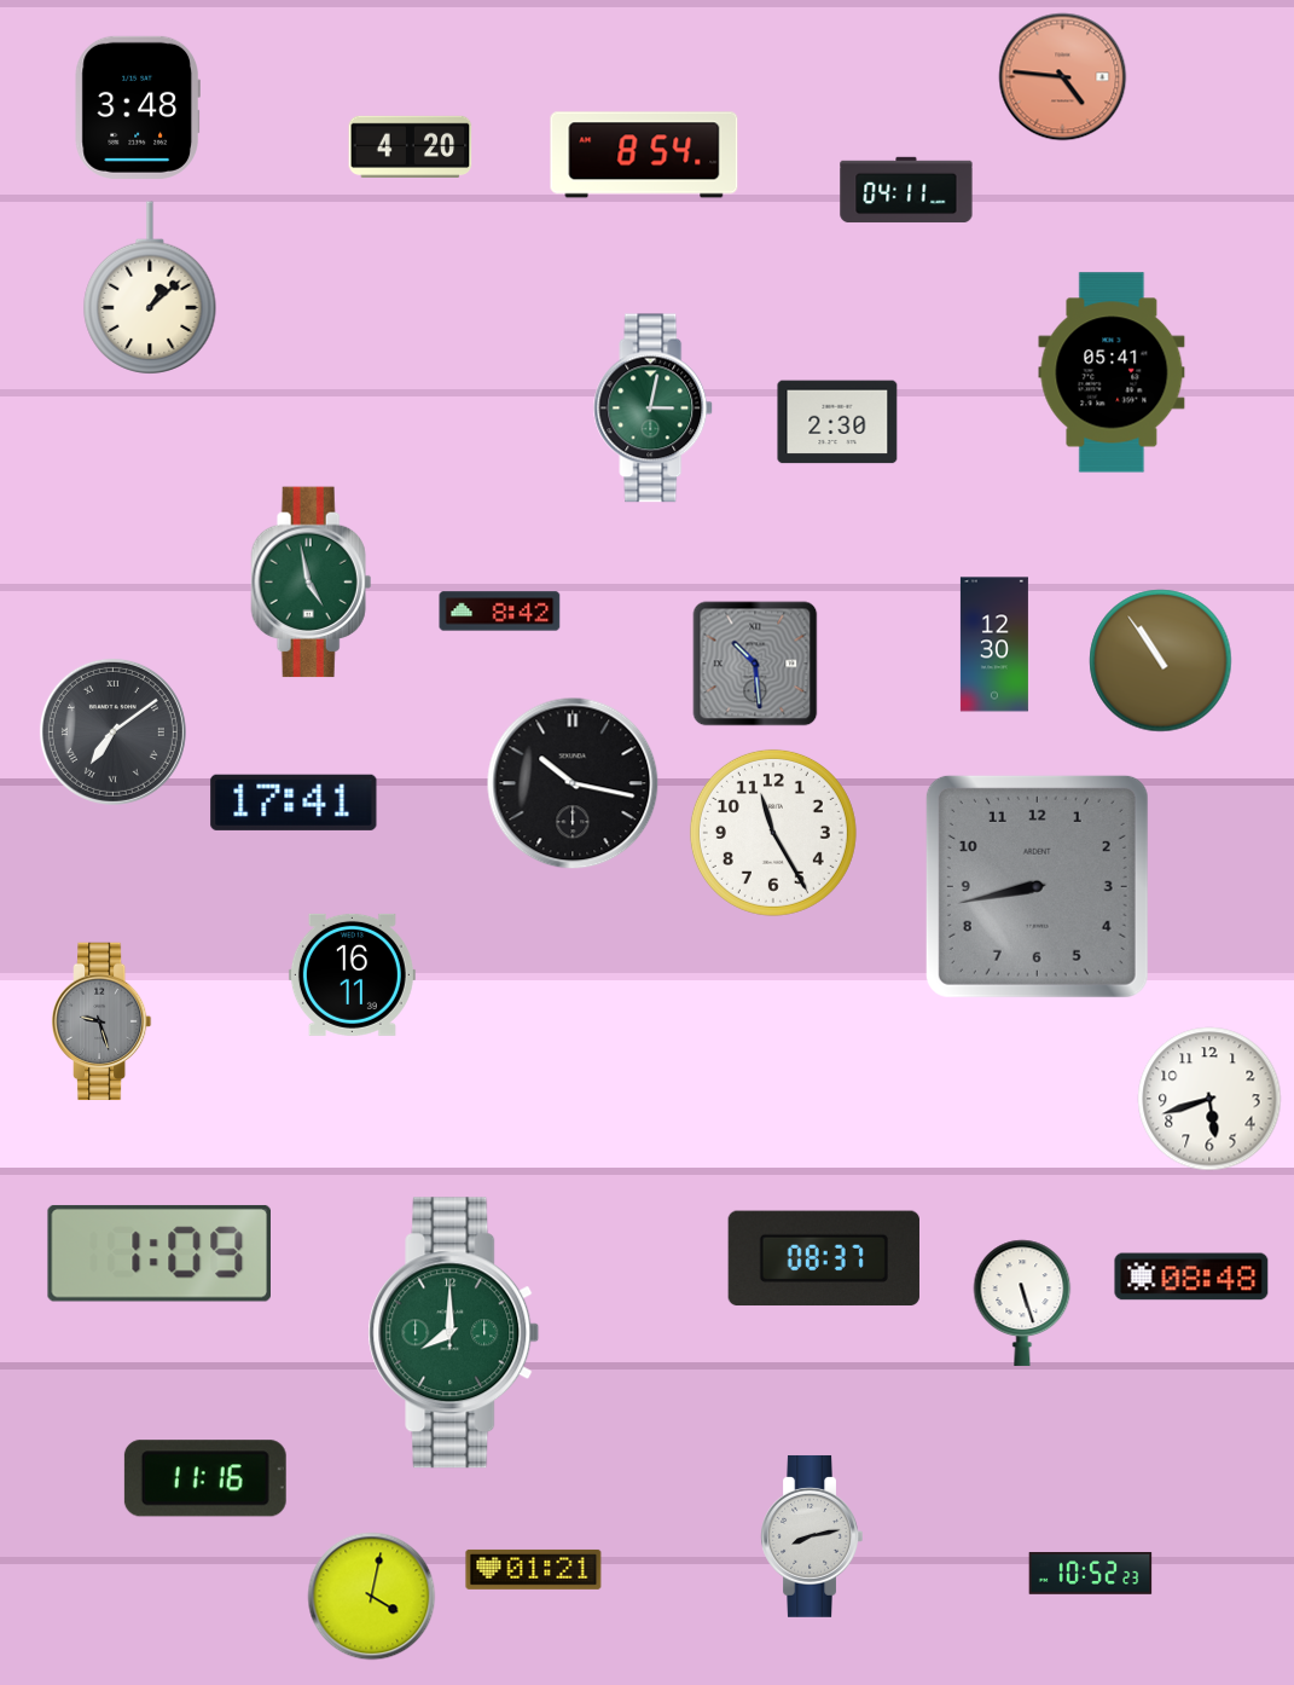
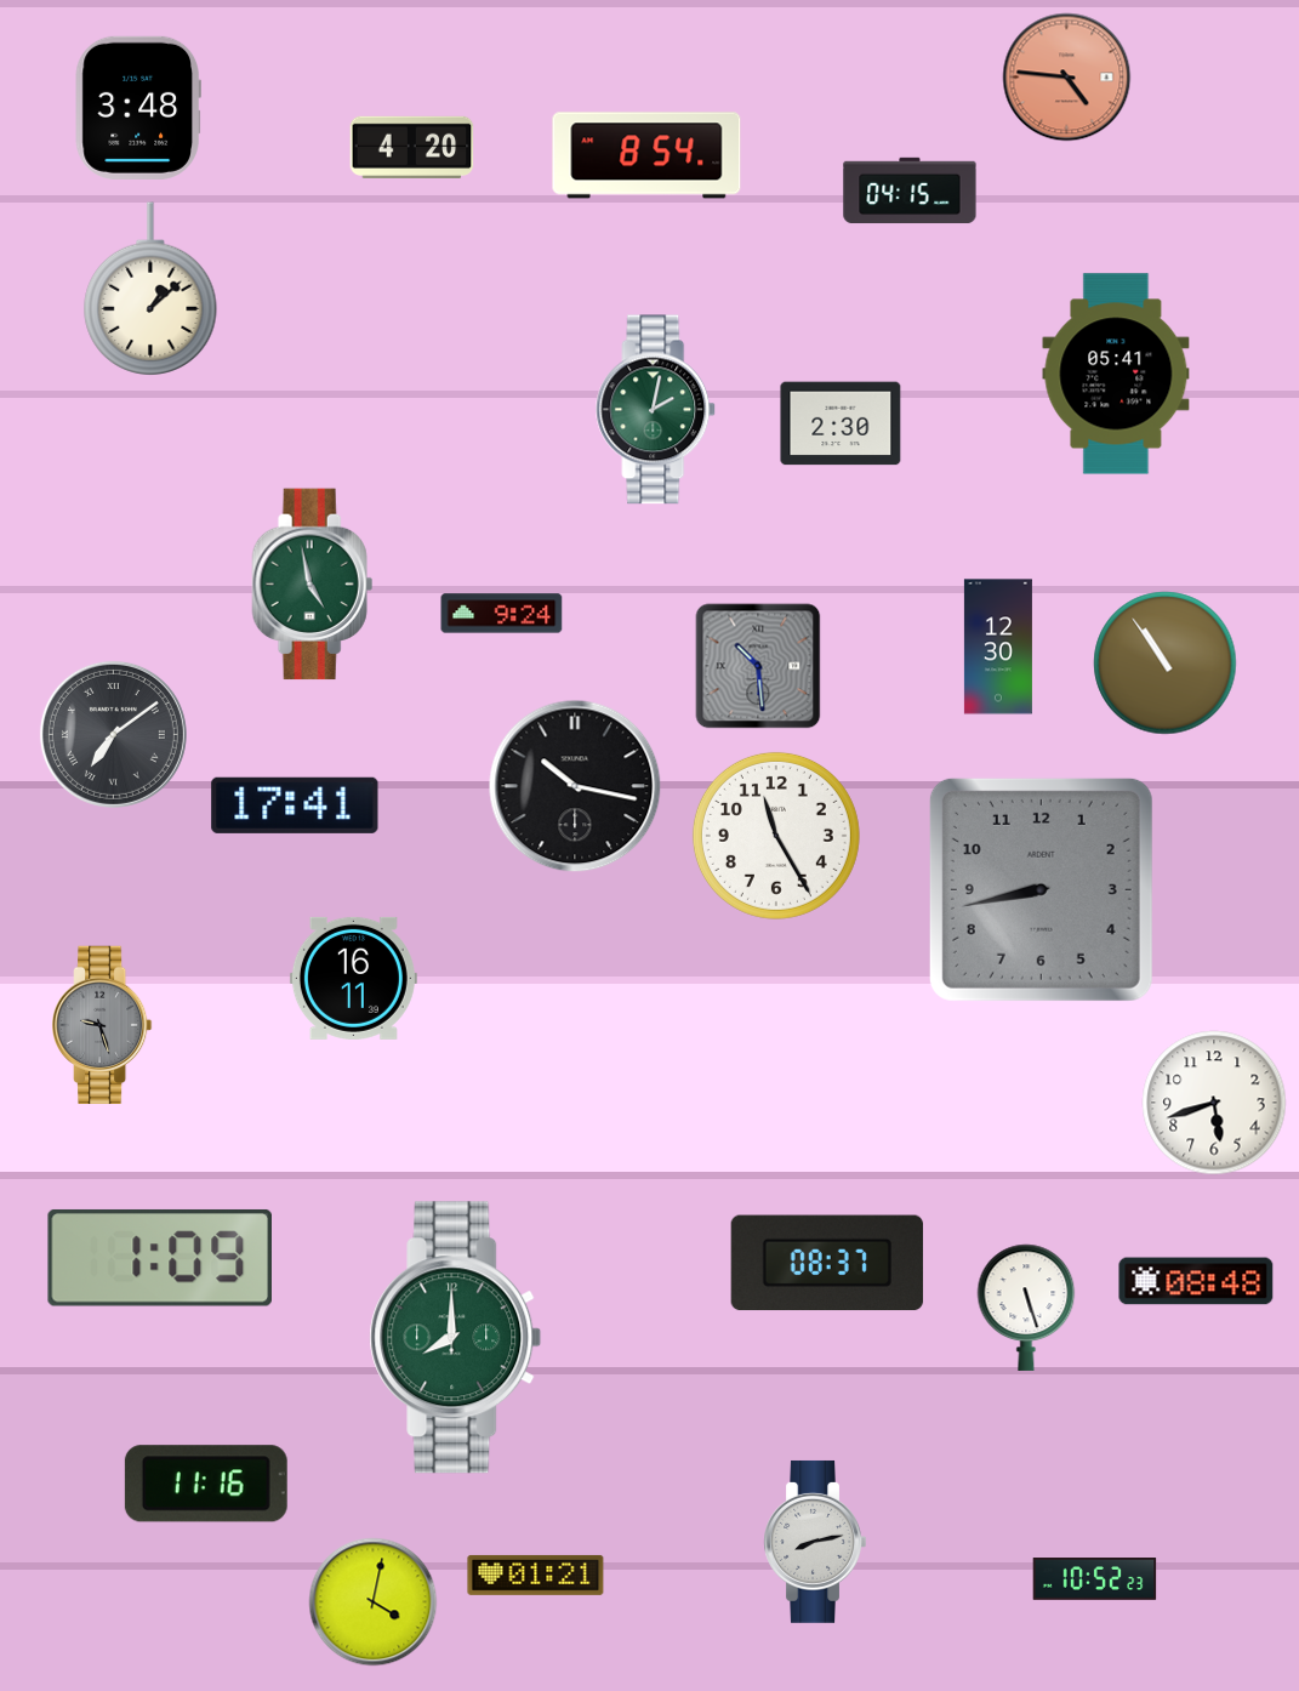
clock at (906, 190): 04:11 -> 04:15
clock at (654, 409): 3:02 -> 2:02
clock at (500, 612): 8:42 -> 9:24
